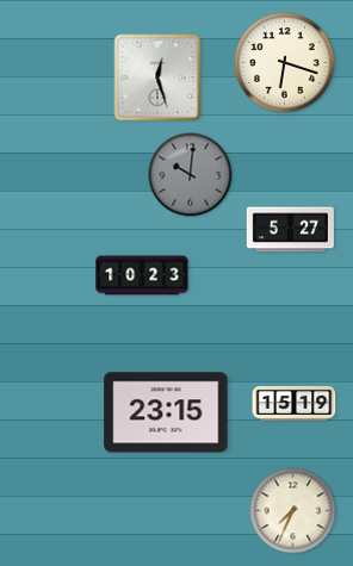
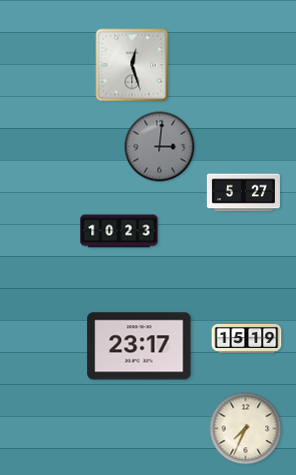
clock at (285, 63): 6:18 -> none
clock at (191, 175): 10:01 -> 3:01
clock at (166, 412): 23:15 -> 23:17
